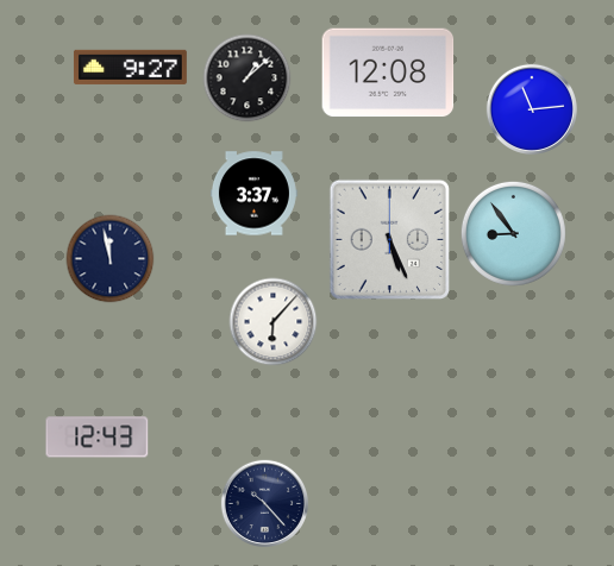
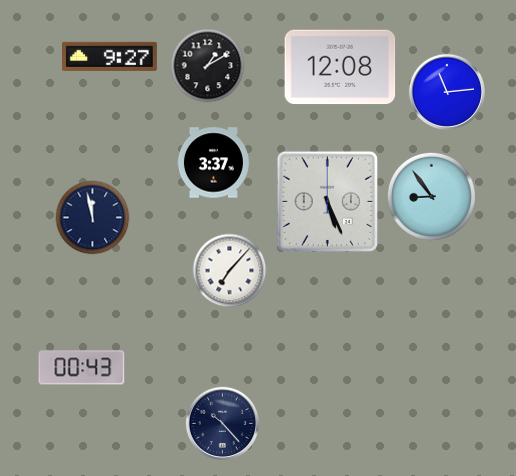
clock at (388, 73) position: (388, 73) -> (340, 67)
clock at (248, 78): 1:08 -> 1:10
clock at (274, 322): 6:07 -> 7:07
clock at (98, 438): 12:43 -> 00:43
